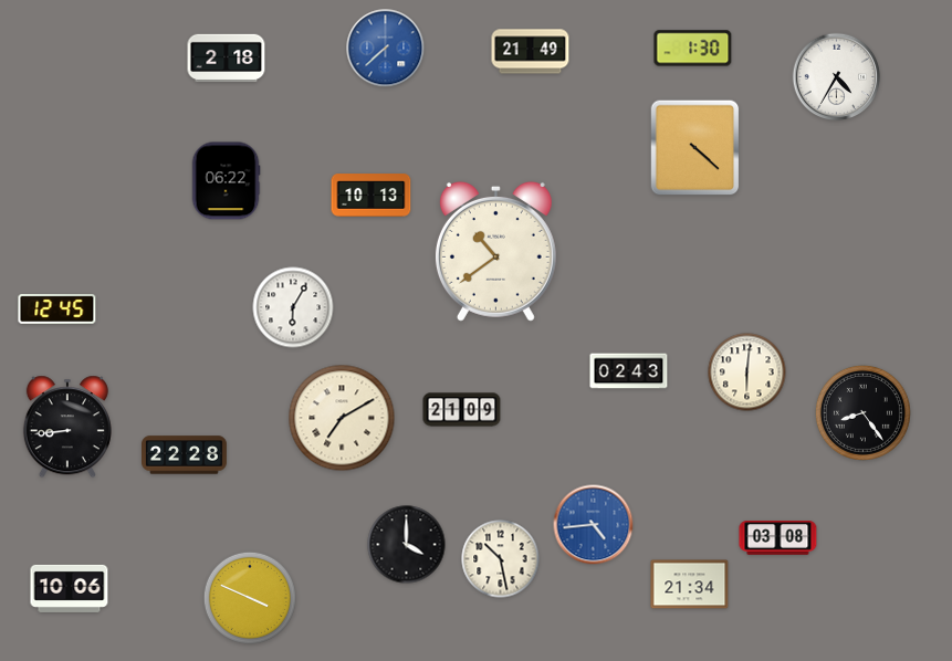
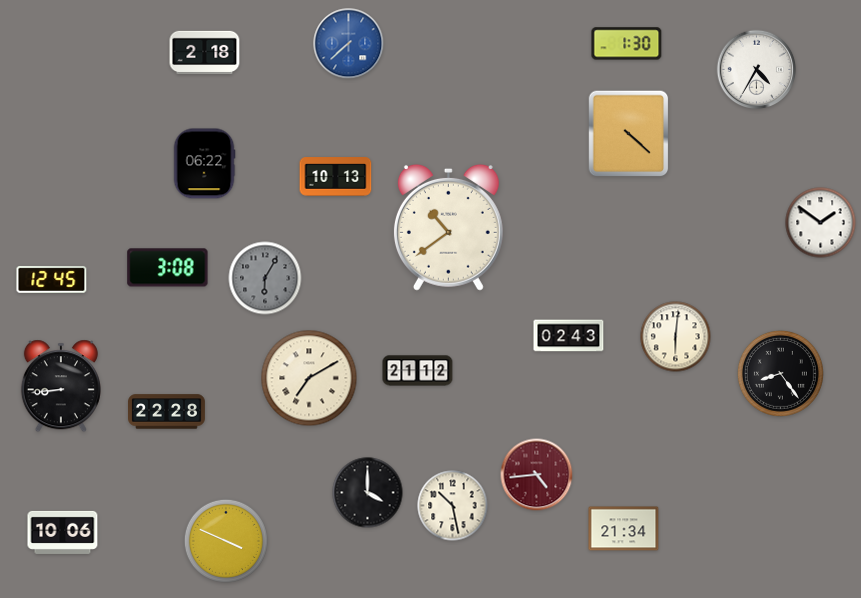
clock at (531, 52): 21:49 -> none
clock at (821, 223): none -> 1:51
clock at (168, 268): none -> 3:08
clock at (293, 307) dial: white -> grey
clock at (462, 410): 21:09 -> 21:12
clock at (594, 525) dial: blue -> burgundy
clock at (778, 538): 03:08 -> none
